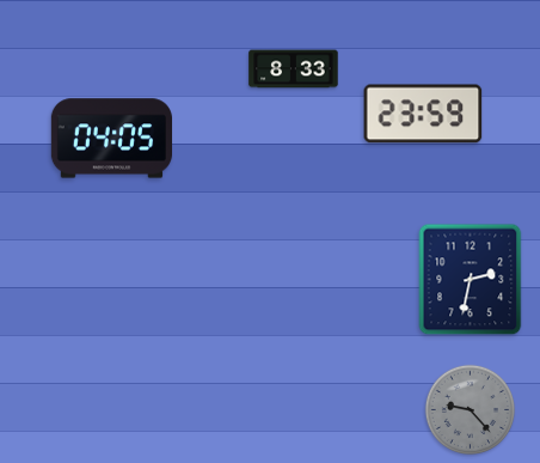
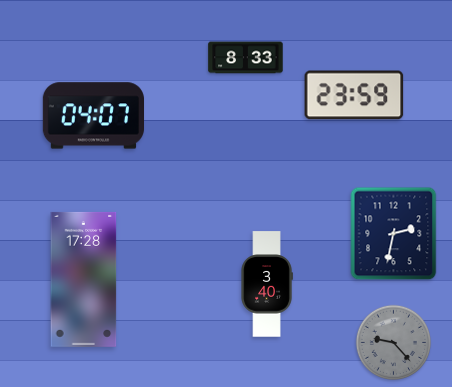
clock at (111, 139): 04:05 -> 04:07
clock at (84, 279): none -> 17:28
clock at (267, 284): none -> 3:40
